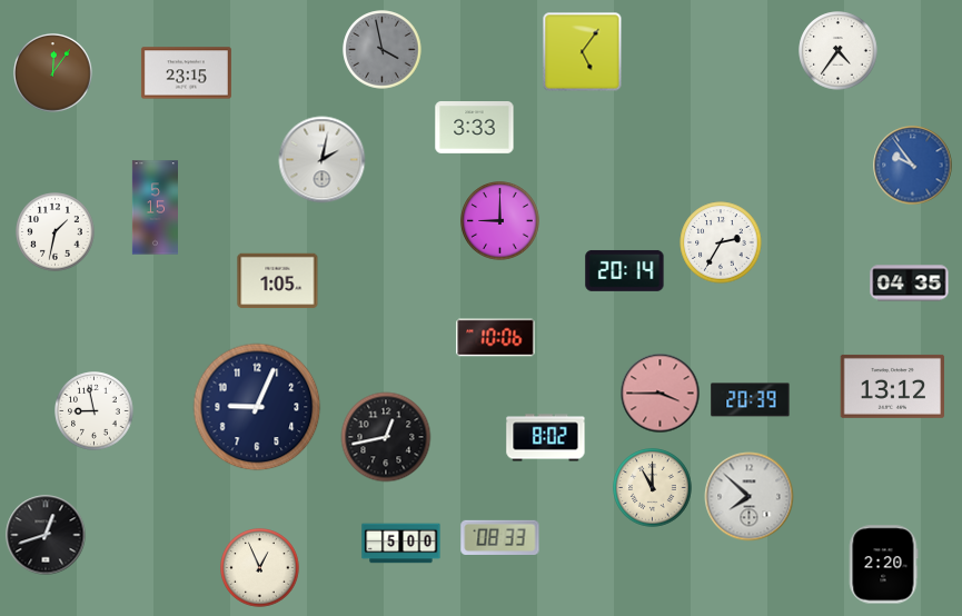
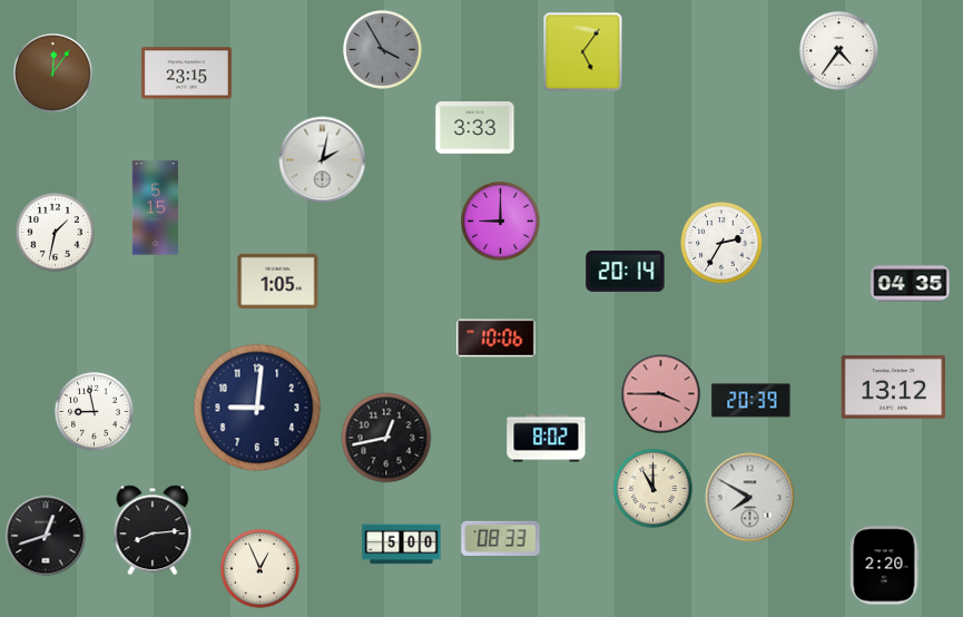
clock at (383, 50): 3:58 -> 3:55
clock at (913, 166): 9:54 -> none
clock at (257, 407): 9:04 -> 9:01
clock at (750, 497): 7:52 -> 7:50
clock at (153, 530): none -> 8:14
